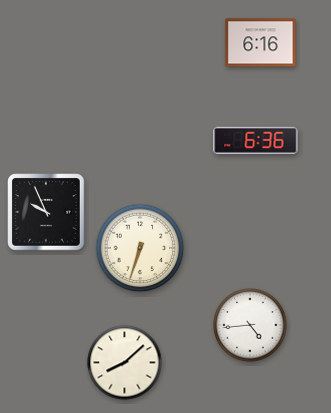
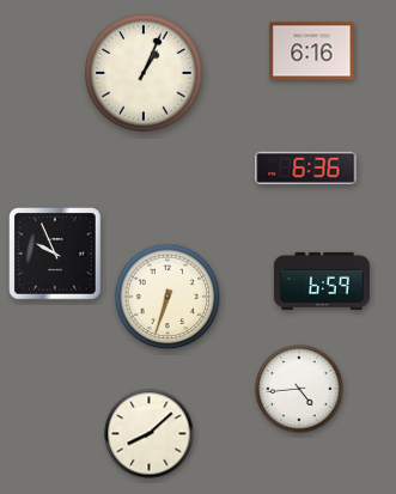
clock at (144, 73): none -> 1:04
clock at (322, 281): none -> 6:59
